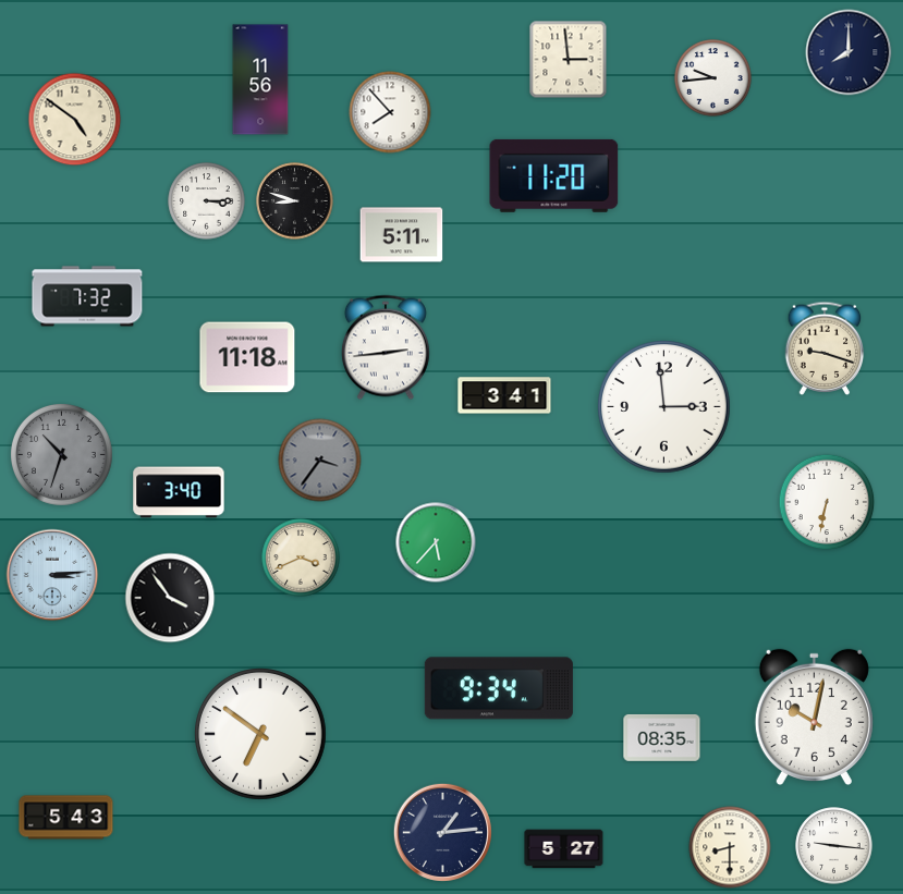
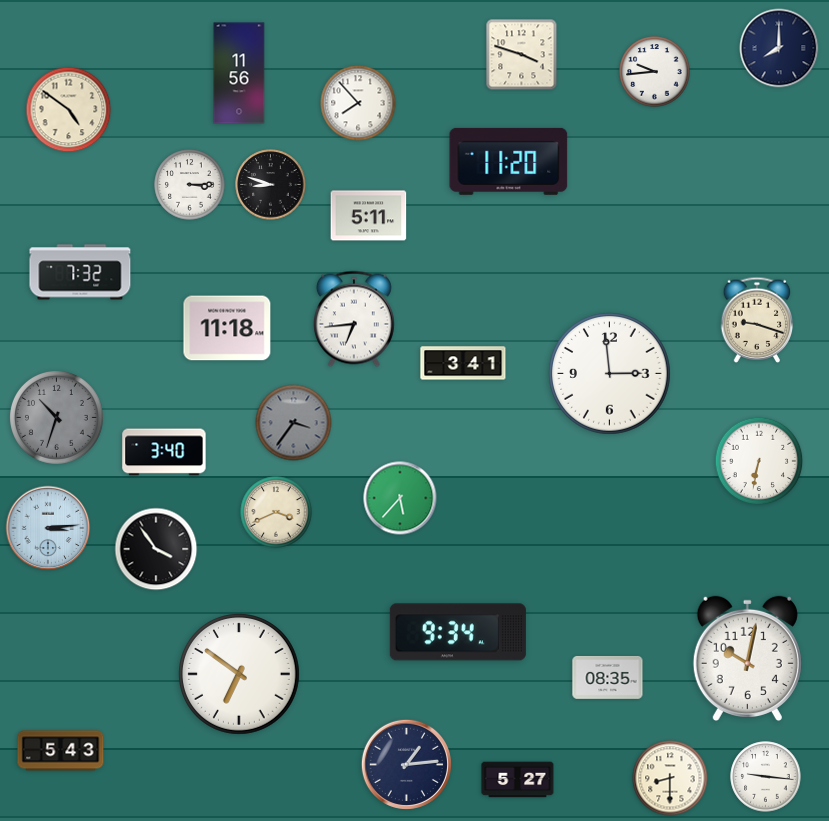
clock at (569, 60): 2:59 -> 3:48
clock at (386, 347): 2:44 -> 6:44
